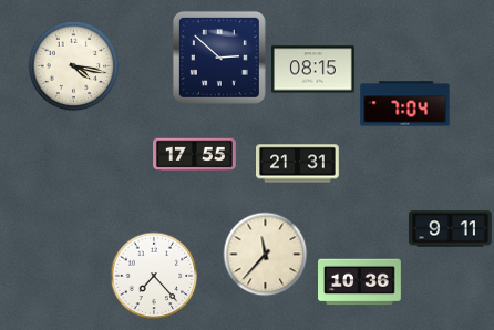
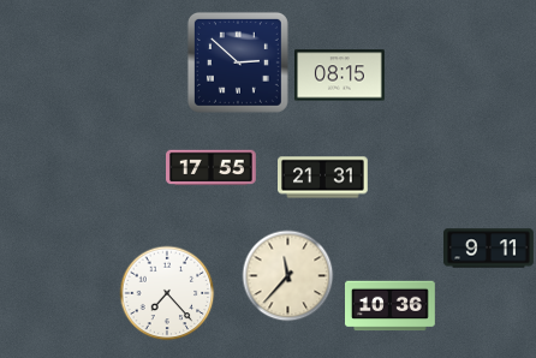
clock at (74, 66): 4:17 -> none
clock at (405, 104): 7:04 -> none
clock at (154, 276) position: (154, 276) -> (167, 293)
